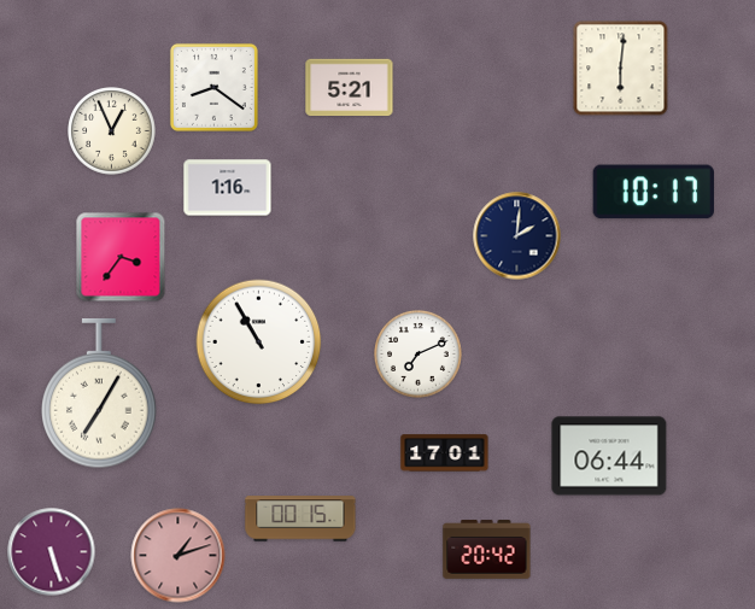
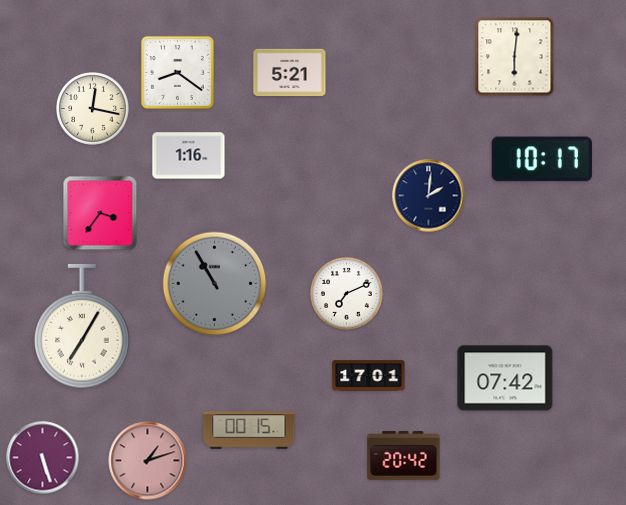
clock at (112, 131): 12:56 -> 12:17
clock at (259, 342) dial: white -> grey
clock at (609, 456): 06:44 -> 07:42
